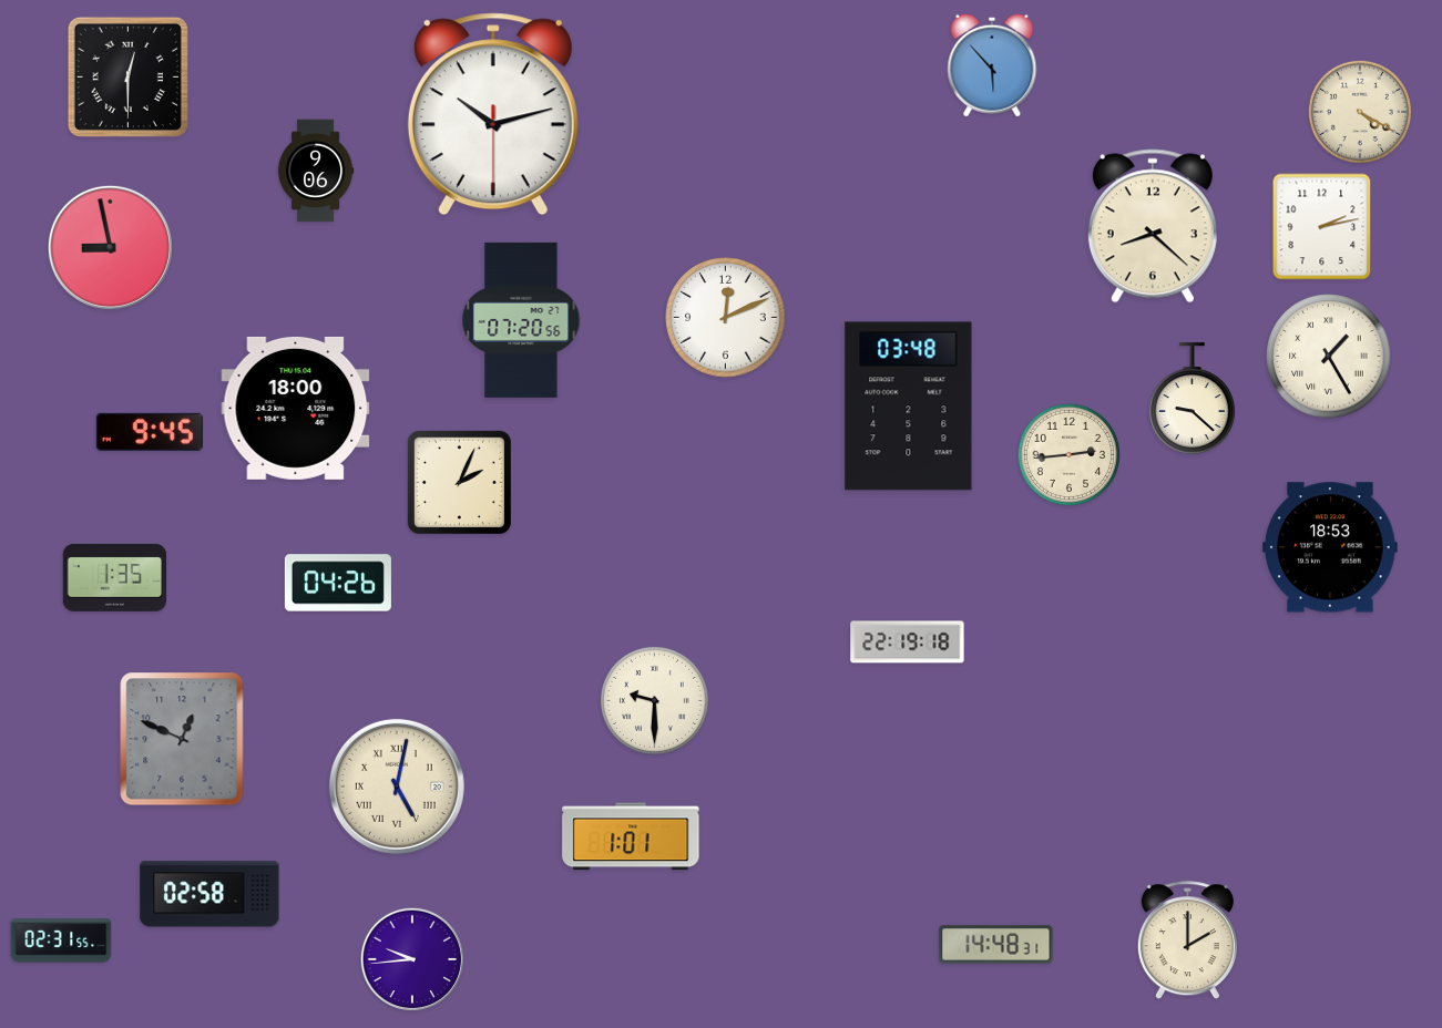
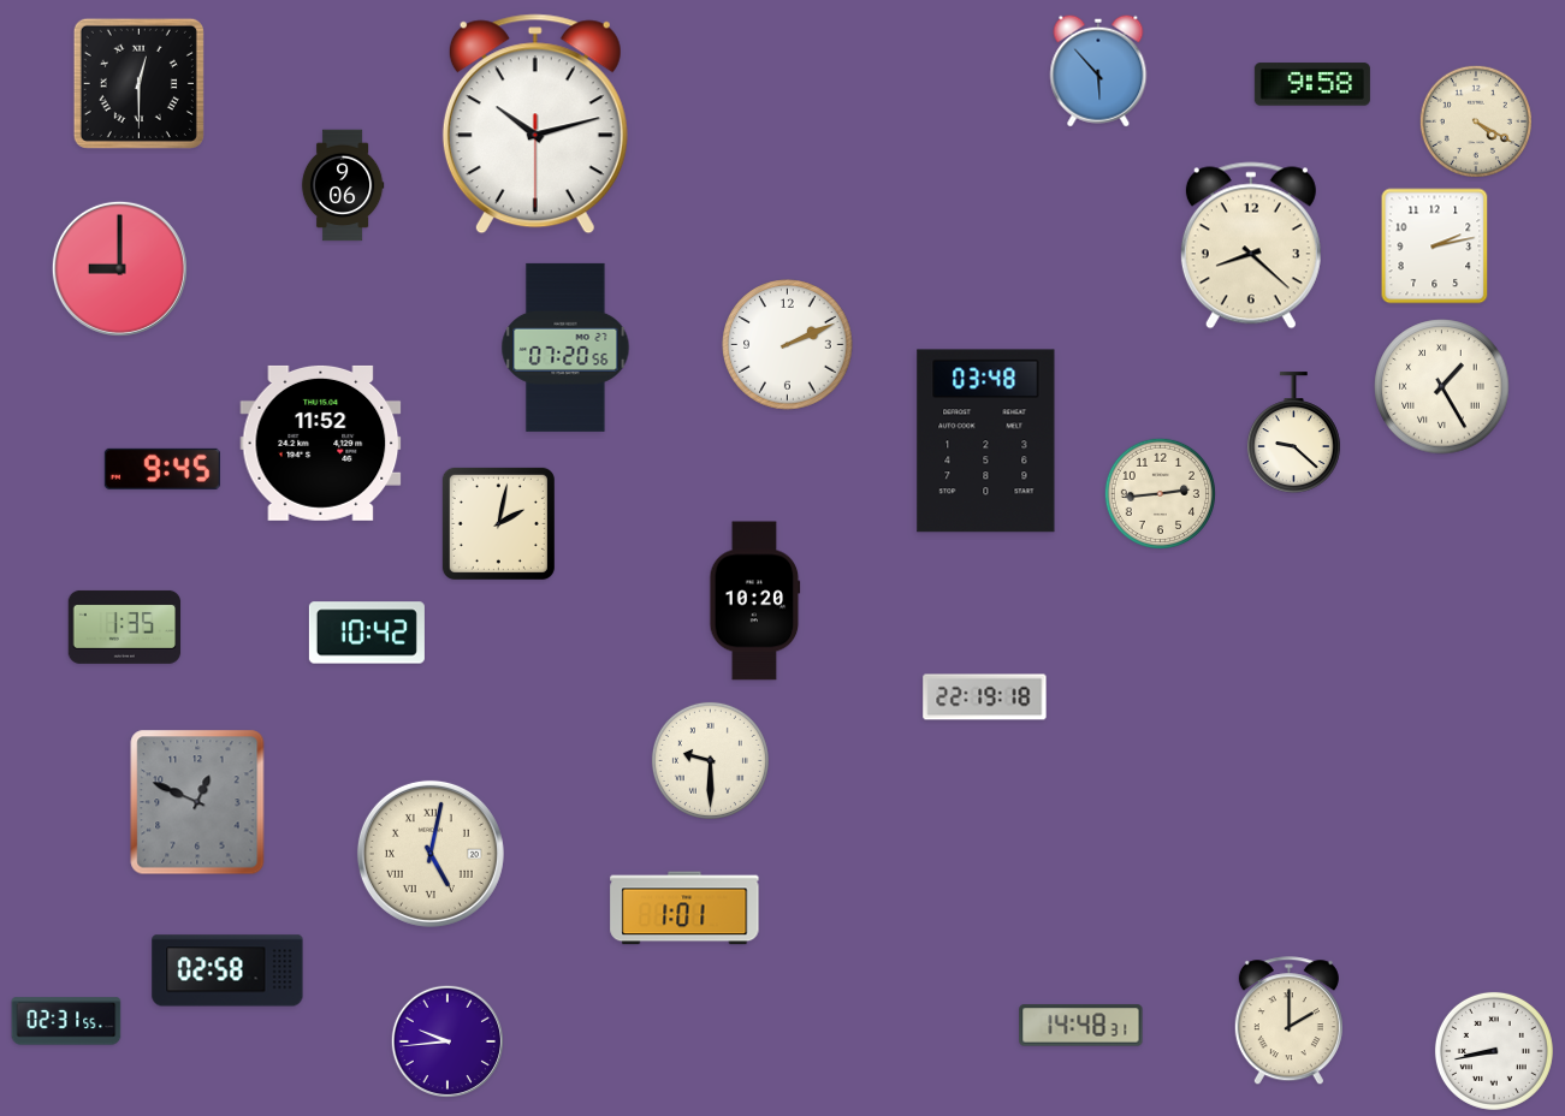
clock at (992, 65) position: (992, 65) -> (1098, 71)
clock at (1312, 84): none -> 9:58
clock at (110, 247): 8:58 -> 9:00
clock at (726, 318): 12:11 -> 2:11
clock at (296, 408): 18:00 -> 11:52
clock at (459, 482): 2:04 -> 2:02
clock at (1330, 547): 18:53 -> none
clock at (755, 601): none -> 10:20
clock at (338, 583): 04:26 -> 10:42
clock at (1494, 1051): none -> 8:43
